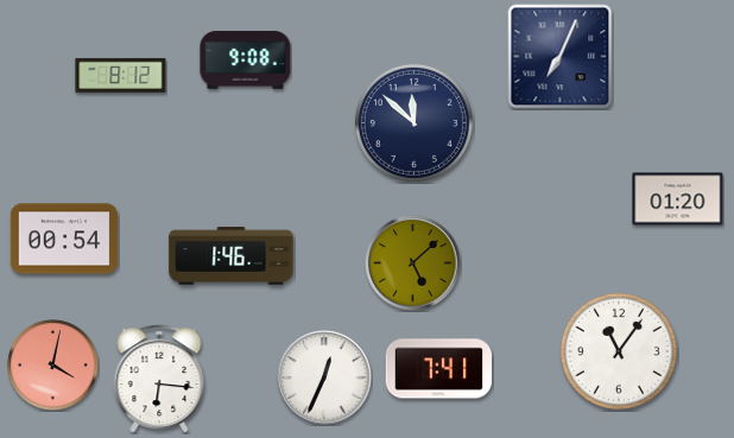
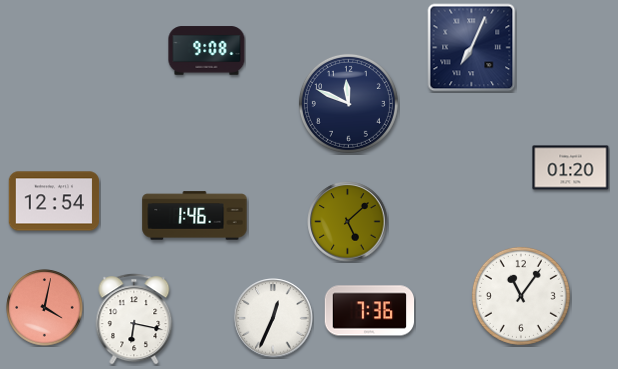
clock at (121, 75): 8:12 -> none
clock at (413, 122): 11:52 -> 11:49
clock at (64, 239): 00:54 -> 12:54
clock at (439, 369): 7:41 -> 7:36
clock at (159, 379): 6:16 -> 6:17
